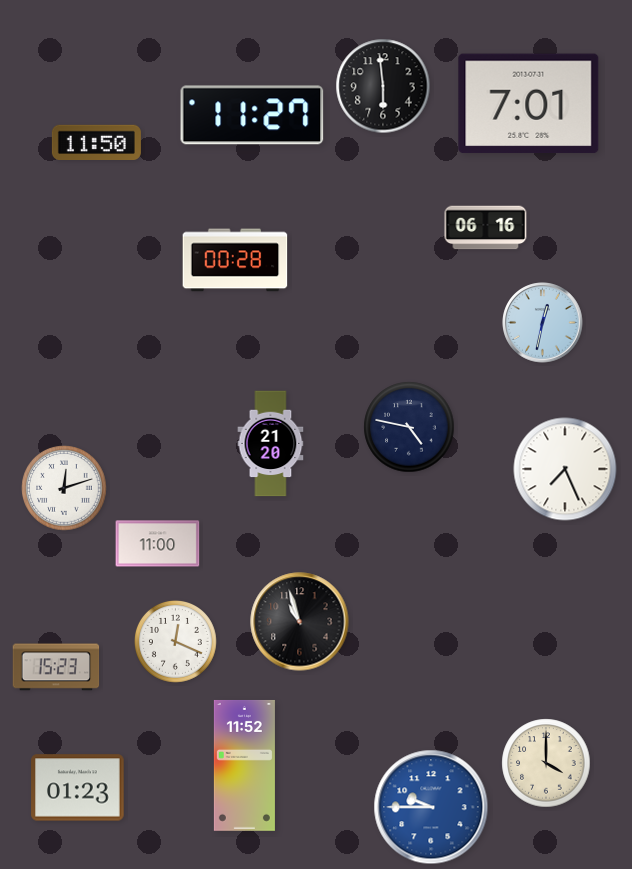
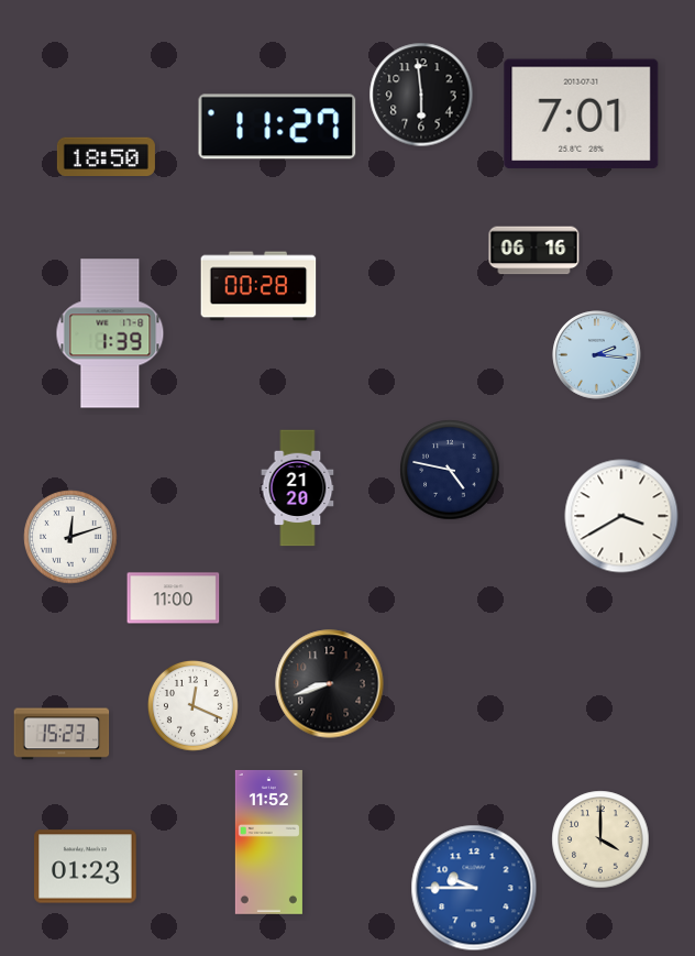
clock at (96, 142): 11:50 -> 18:50
clock at (110, 333): none -> 1:39
clock at (543, 323): 12:32 -> 2:16
clock at (565, 469): 7:26 -> 3:40
clock at (300, 622): 10:57 -> 8:42
